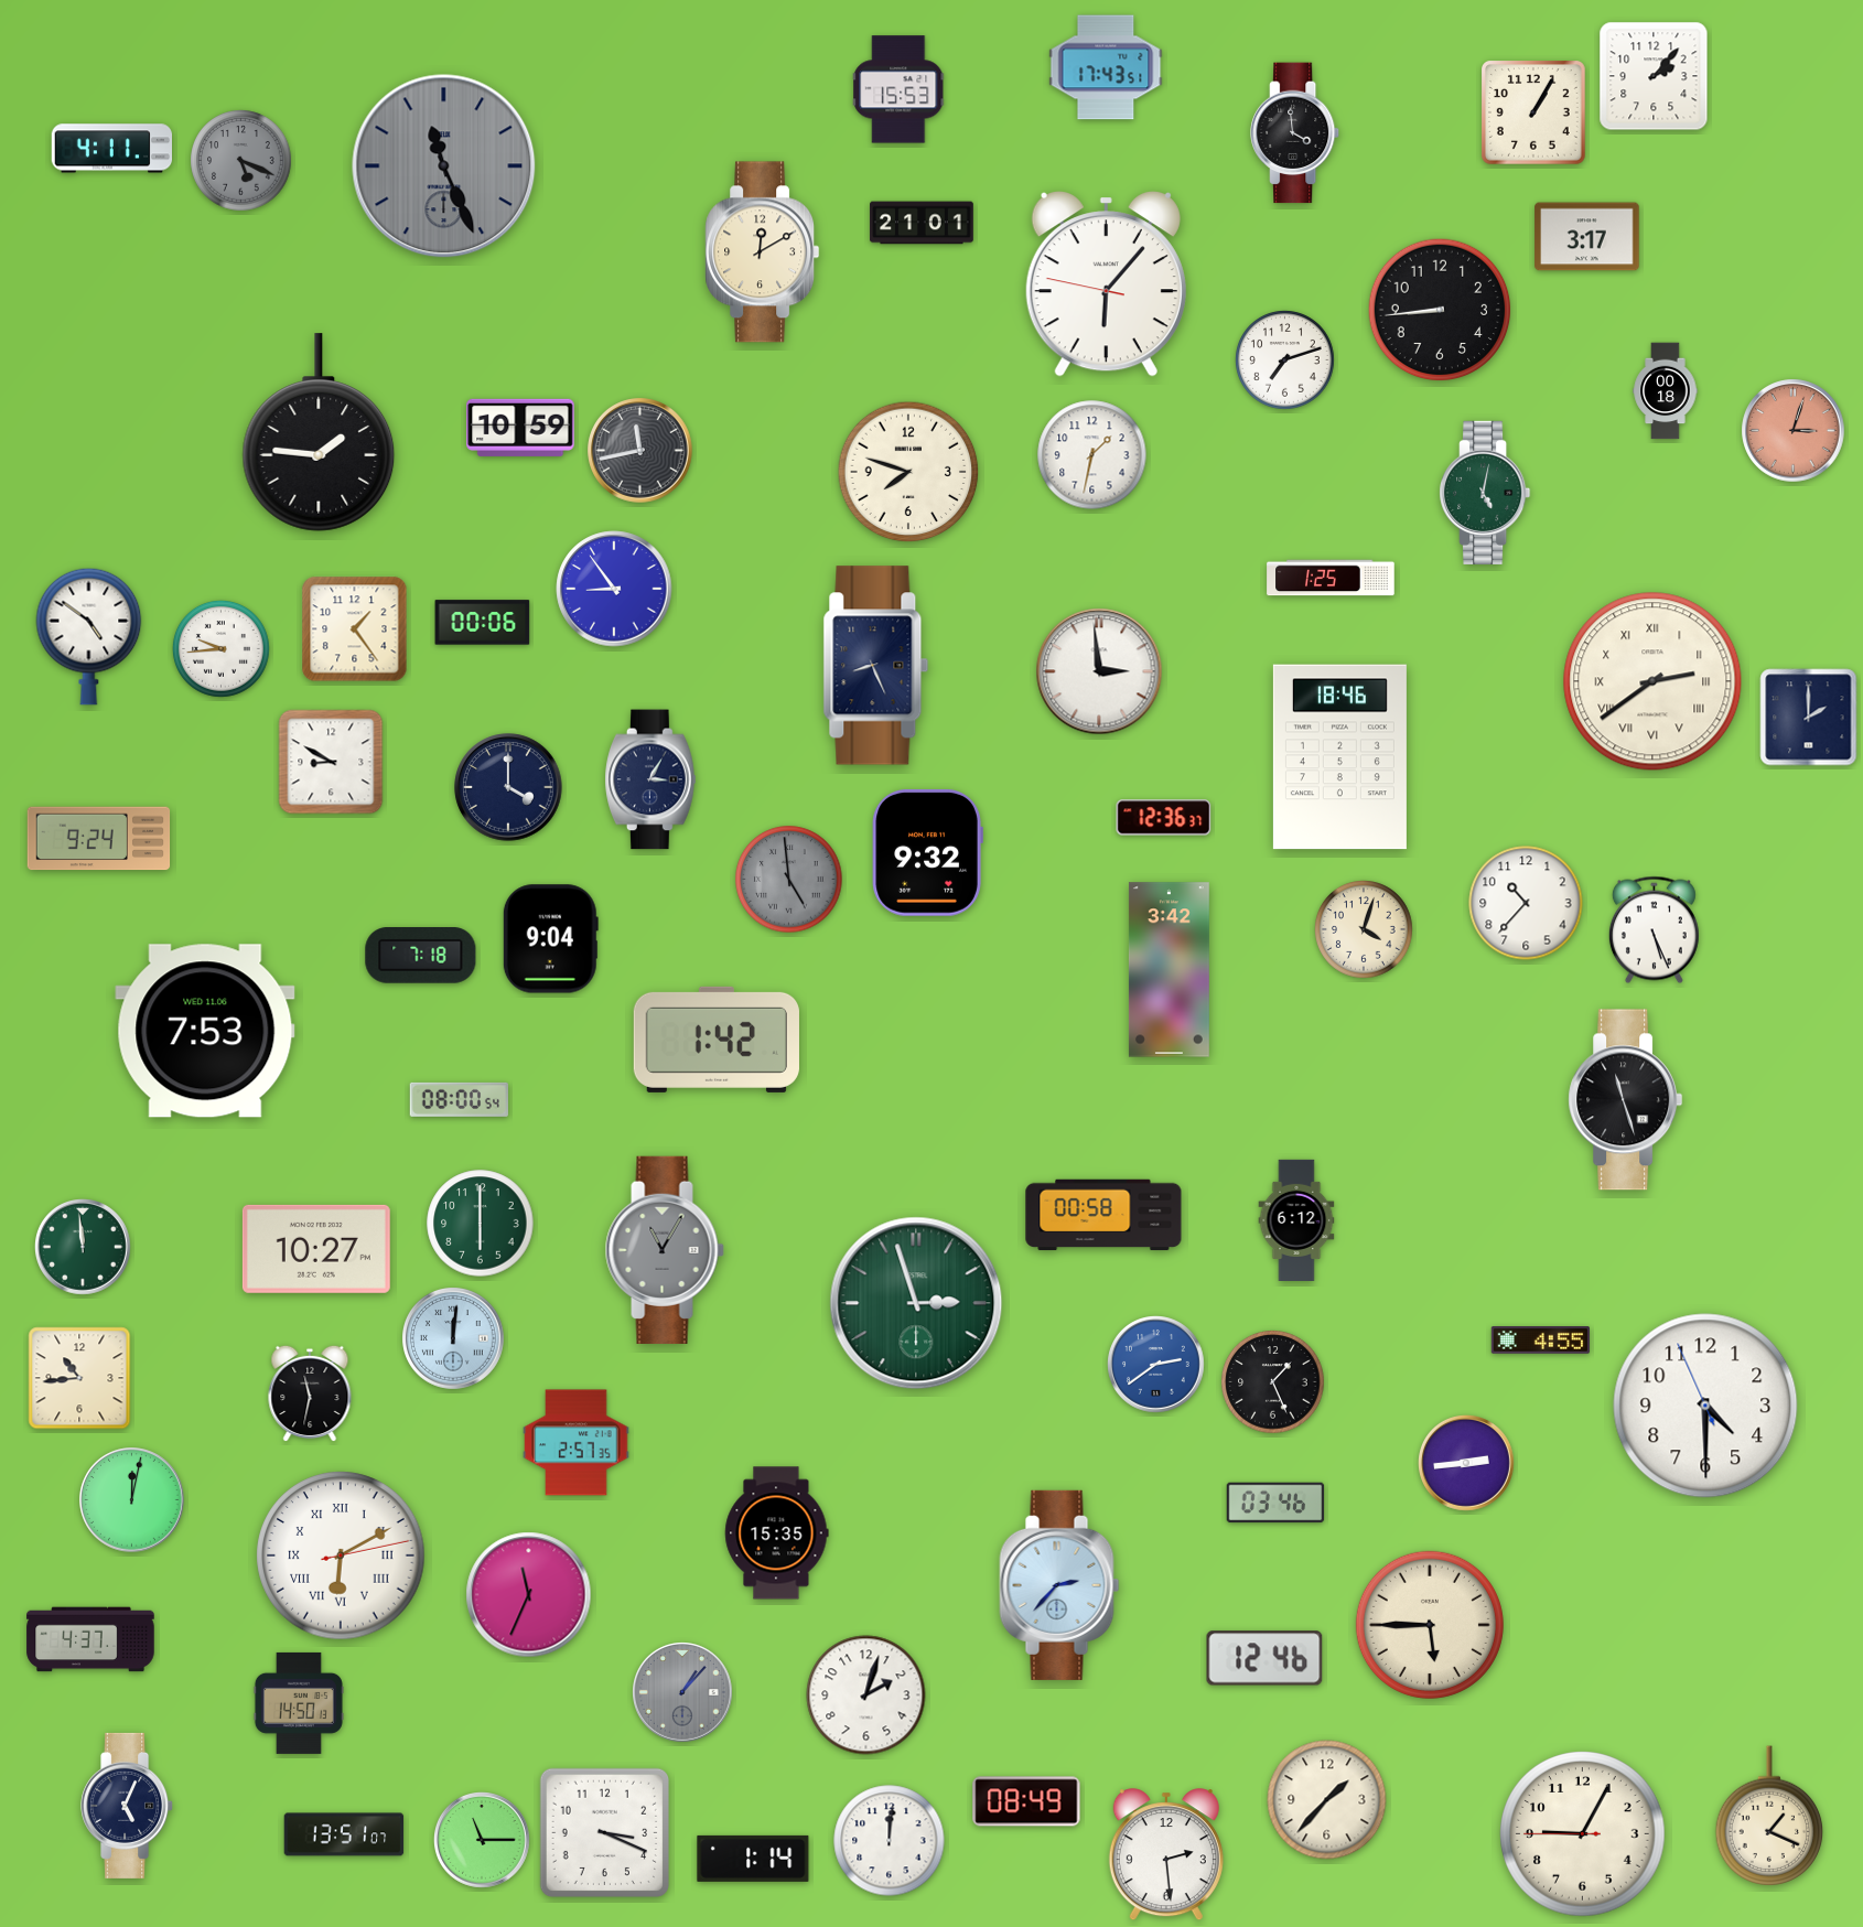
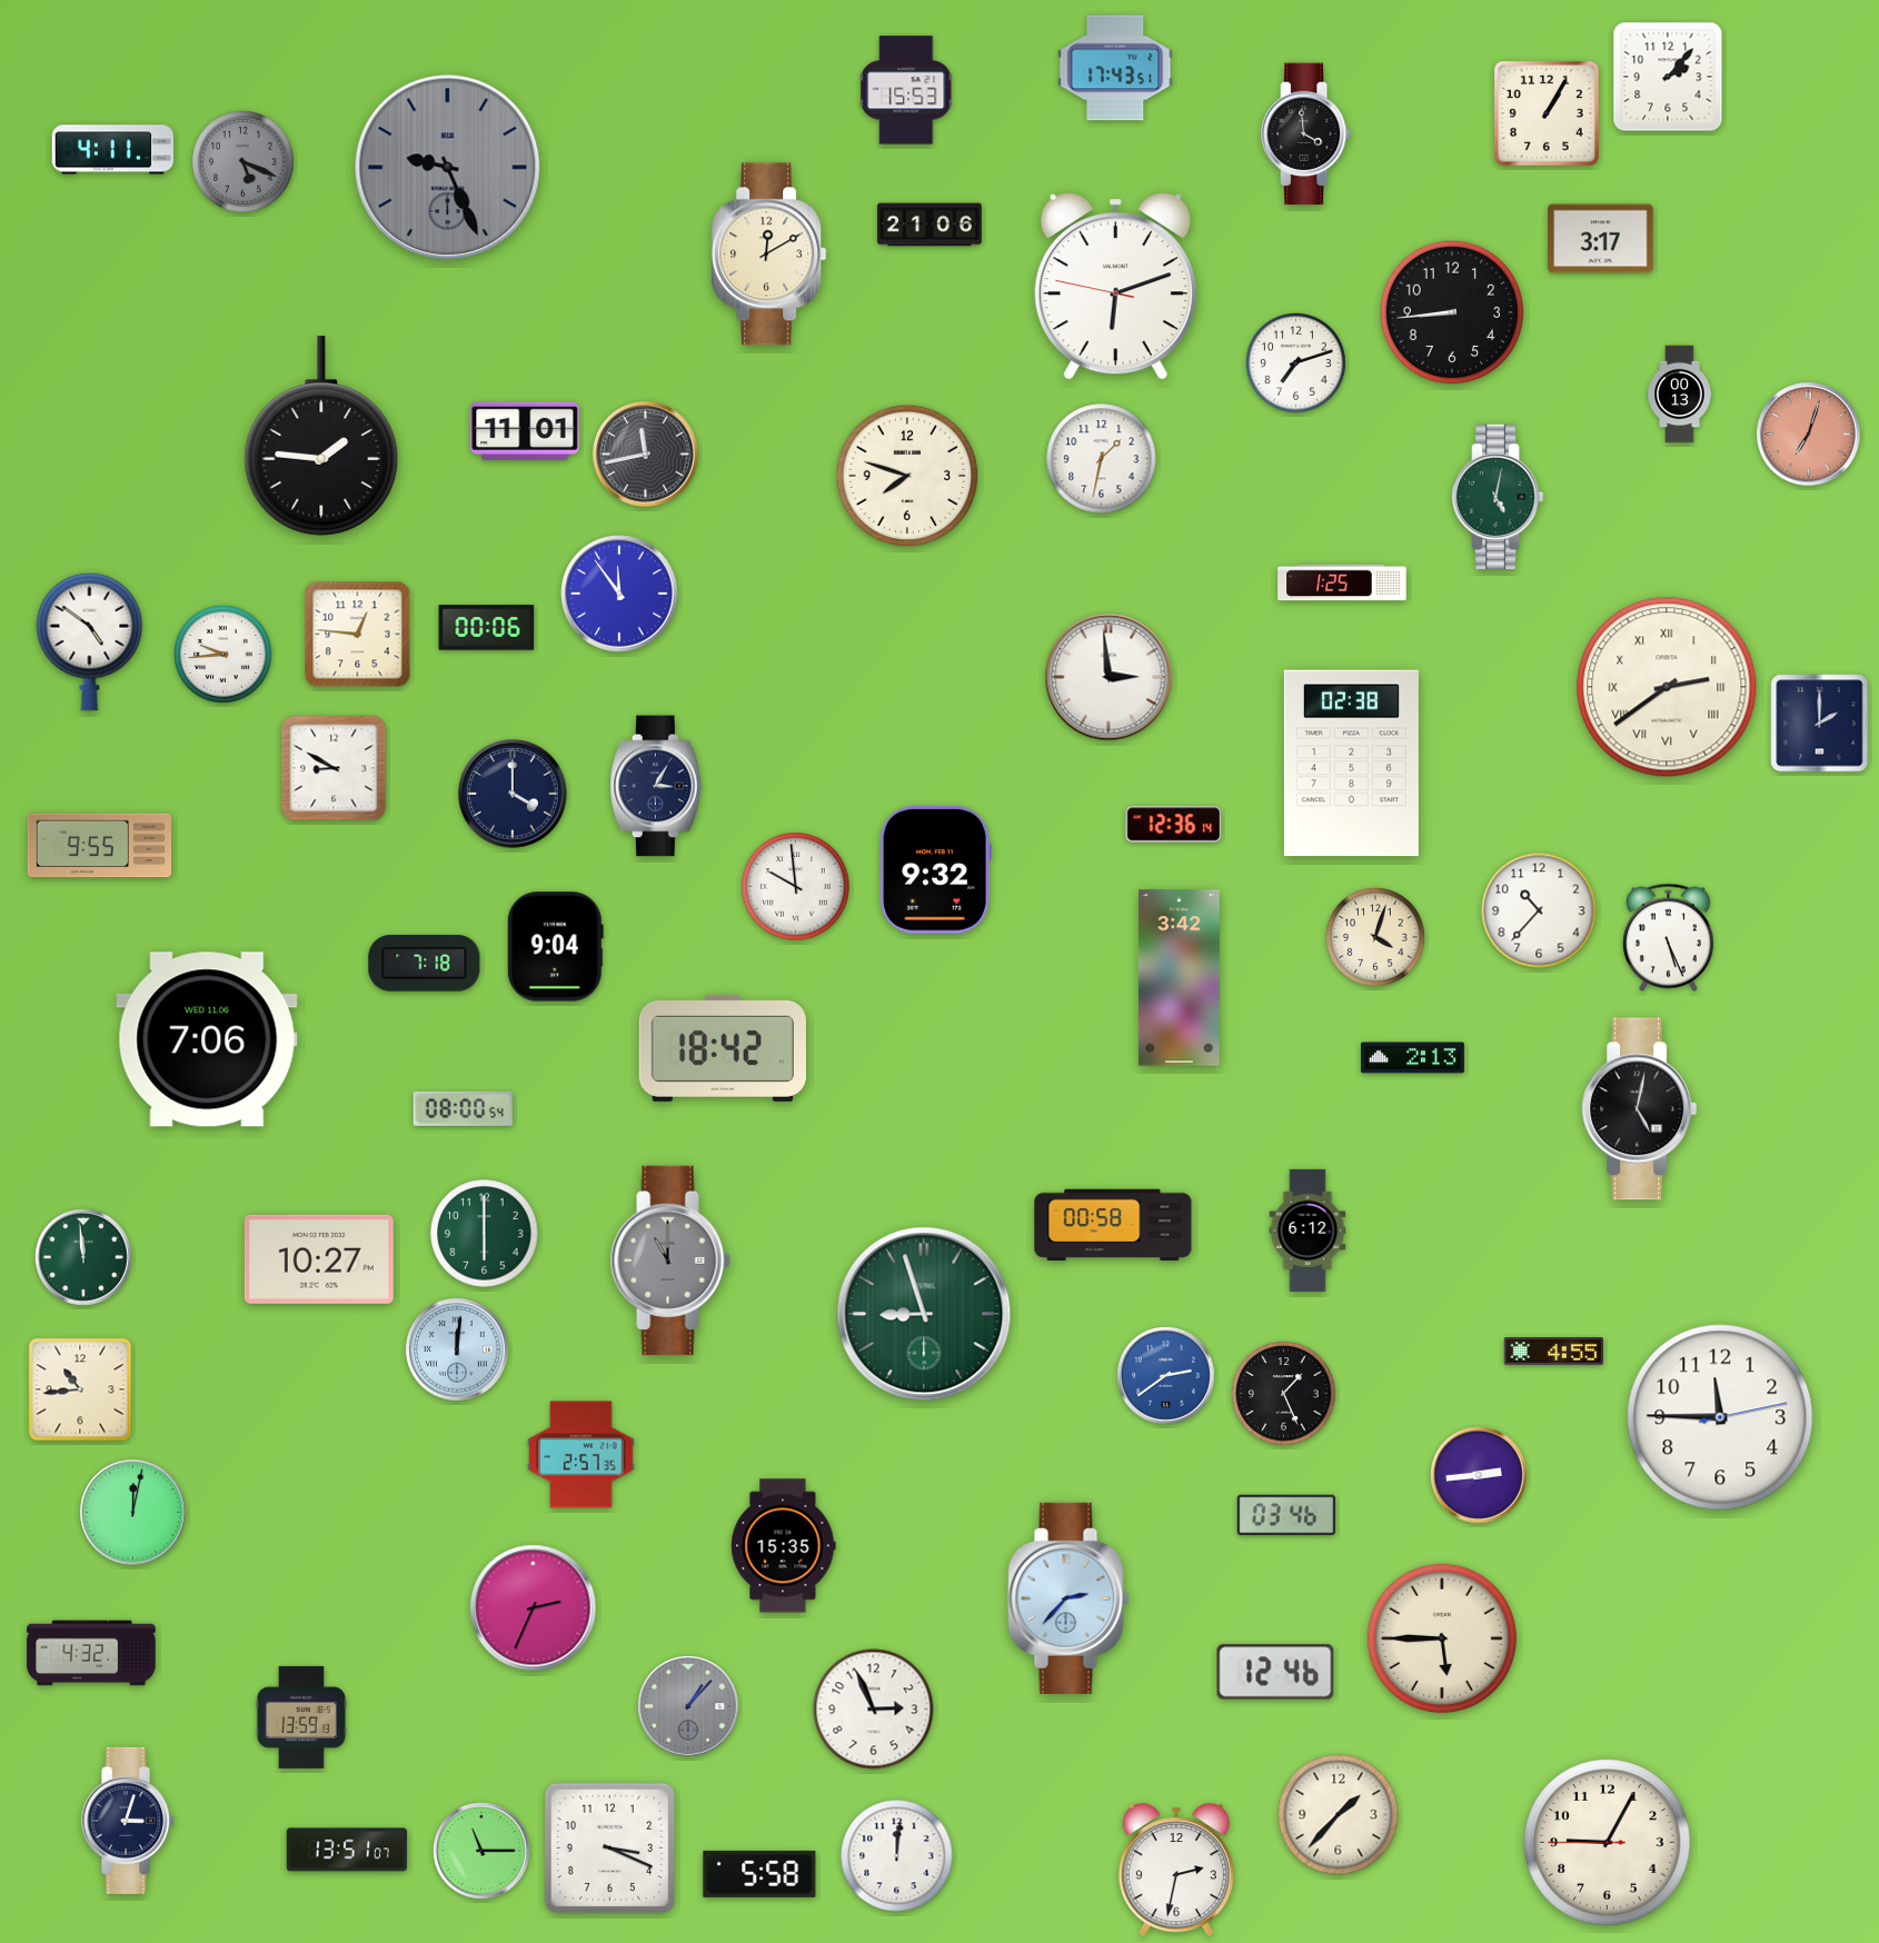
clock at (444, 166): 11:26 -> 9:26
clock at (922, 223): 21:01 -> 21:06
clock at (1106, 284): 6:06 -> 6:11
clock at (1666, 391): 00:18 -> 00:13
clock at (520, 428): 10:59 -> 11:01
clock at (1794, 431): 3:03 -> 7:03
clock at (908, 472) position: (908, 472) -> (907, 476)
clock at (614, 589): 8:54 -> 11:54
clock at (355, 629): 1:24 -> 12:46
clock at (876, 666): 8:26 -> none
clock at (1809, 718) position: (1809, 718) -> (1820, 724)
clock at (1339, 757): 18:46 -> 02:38
clock at (1164, 818): 12:36:37 -> 12:36:14
clock at (99, 839): 9:24 -> 9:55
clock at (927, 853) position: (927, 853) -> (935, 870)
clock at (789, 880): 4:59 -> 9:59
clock at (789, 880) dial: grey -> white
clock at (205, 1031): 7:53 -> 7:06
clock at (717, 1040): 1:42 -> 18:42
clock at (1412, 1058): none -> 2:13
clock at (1626, 1100): 11:27 -> 5:02
clock at (665, 1250): 11:05 -> 11:00
clock at (916, 1303): 2:57 -> 8:57
clock at (310, 1393): 11:32 -> none
clock at (1705, 1406): 4:29 -> 11:45
clock at (341, 1555): 6:10 -> none
clock at (529, 1595): 11:34 -> 2:34
clock at (90, 1639): 4:37 -> 4:32
clock at (866, 1695): 2:03 -> 2:56
clock at (299, 1703): 14:50 -> 13:59
clock at (1026, 1801): 08:49 -> none
clock at (128, 1806): 5:04 -> 3:03
clock at (1769, 1816): 1:19 -> none
clock at (1583, 1834) position: (1583, 1834) -> (1608, 1843)
clock at (483, 1841) position: (483, 1841) -> (483, 1852)
clock at (1166, 1855): 2:29 -> 2:32
clock at (753, 1859): 1:14 -> 5:58
